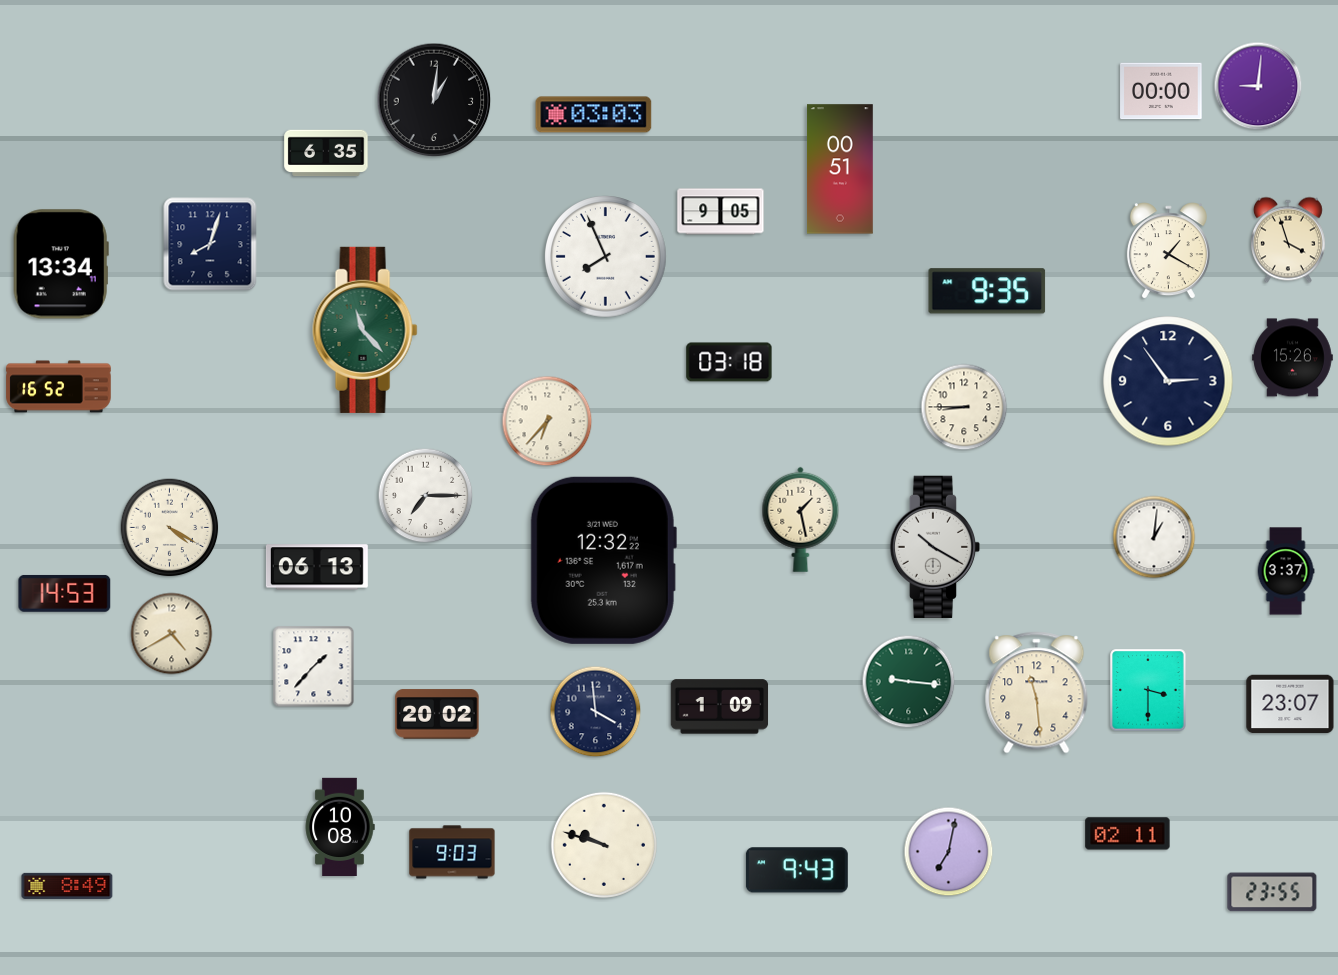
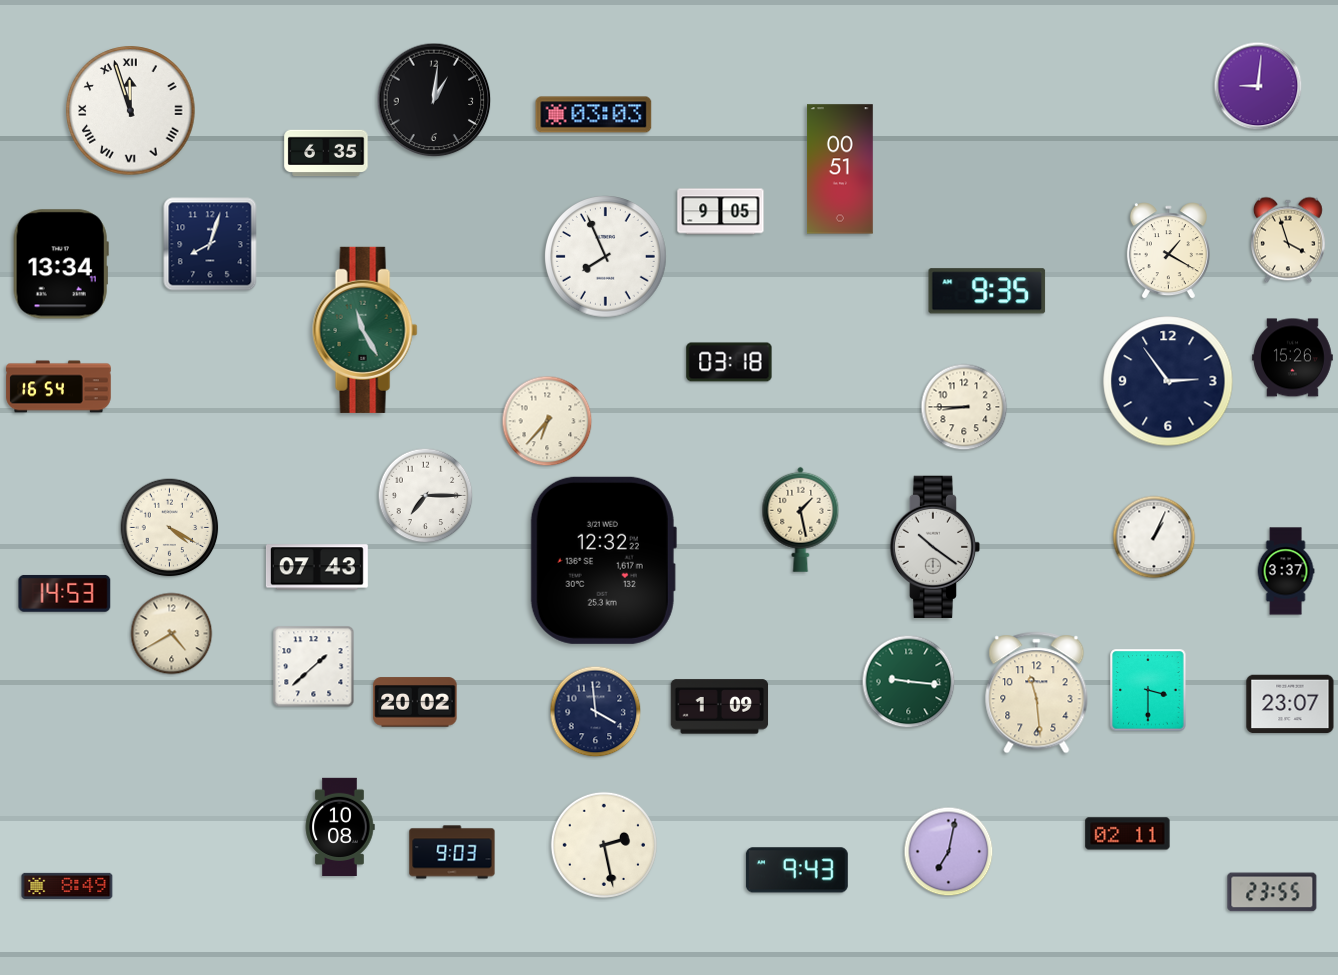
clock at (1161, 91): 00:00 -> none
clock at (131, 111): none -> 11:57
clock at (365, 330): 11:23 -> 11:25
clock at (59, 387): 16:52 -> 16:54
clock at (1154, 537): 1:01 -> 1:04
clock at (934, 546): 10:20 -> 10:21
clock at (317, 567): 06:13 -> 07:43
clock at (314, 667): 1:37 -> 1:38
clock at (437, 714) position: (437, 714) -> (415, 702)
clock at (604, 845): 9:48 -> 2:28
